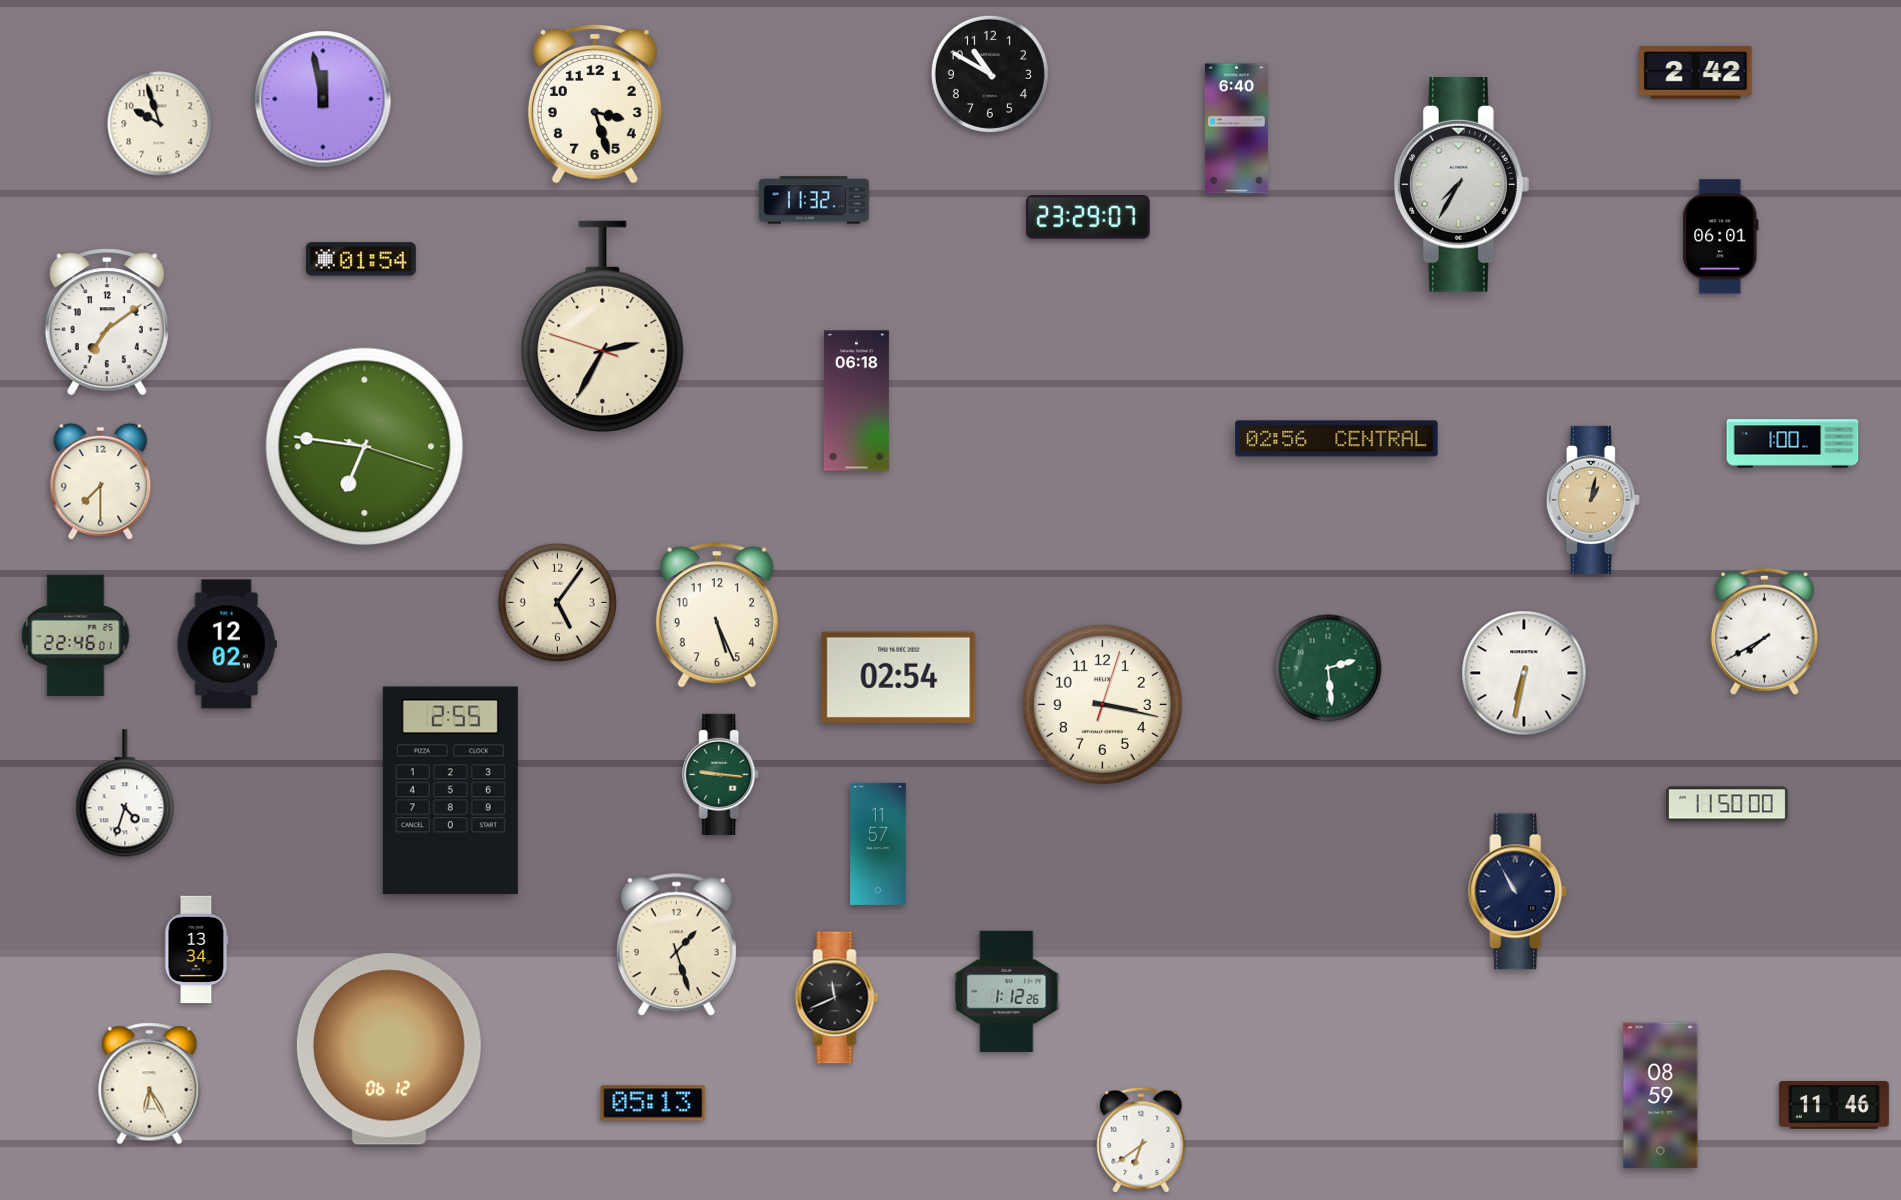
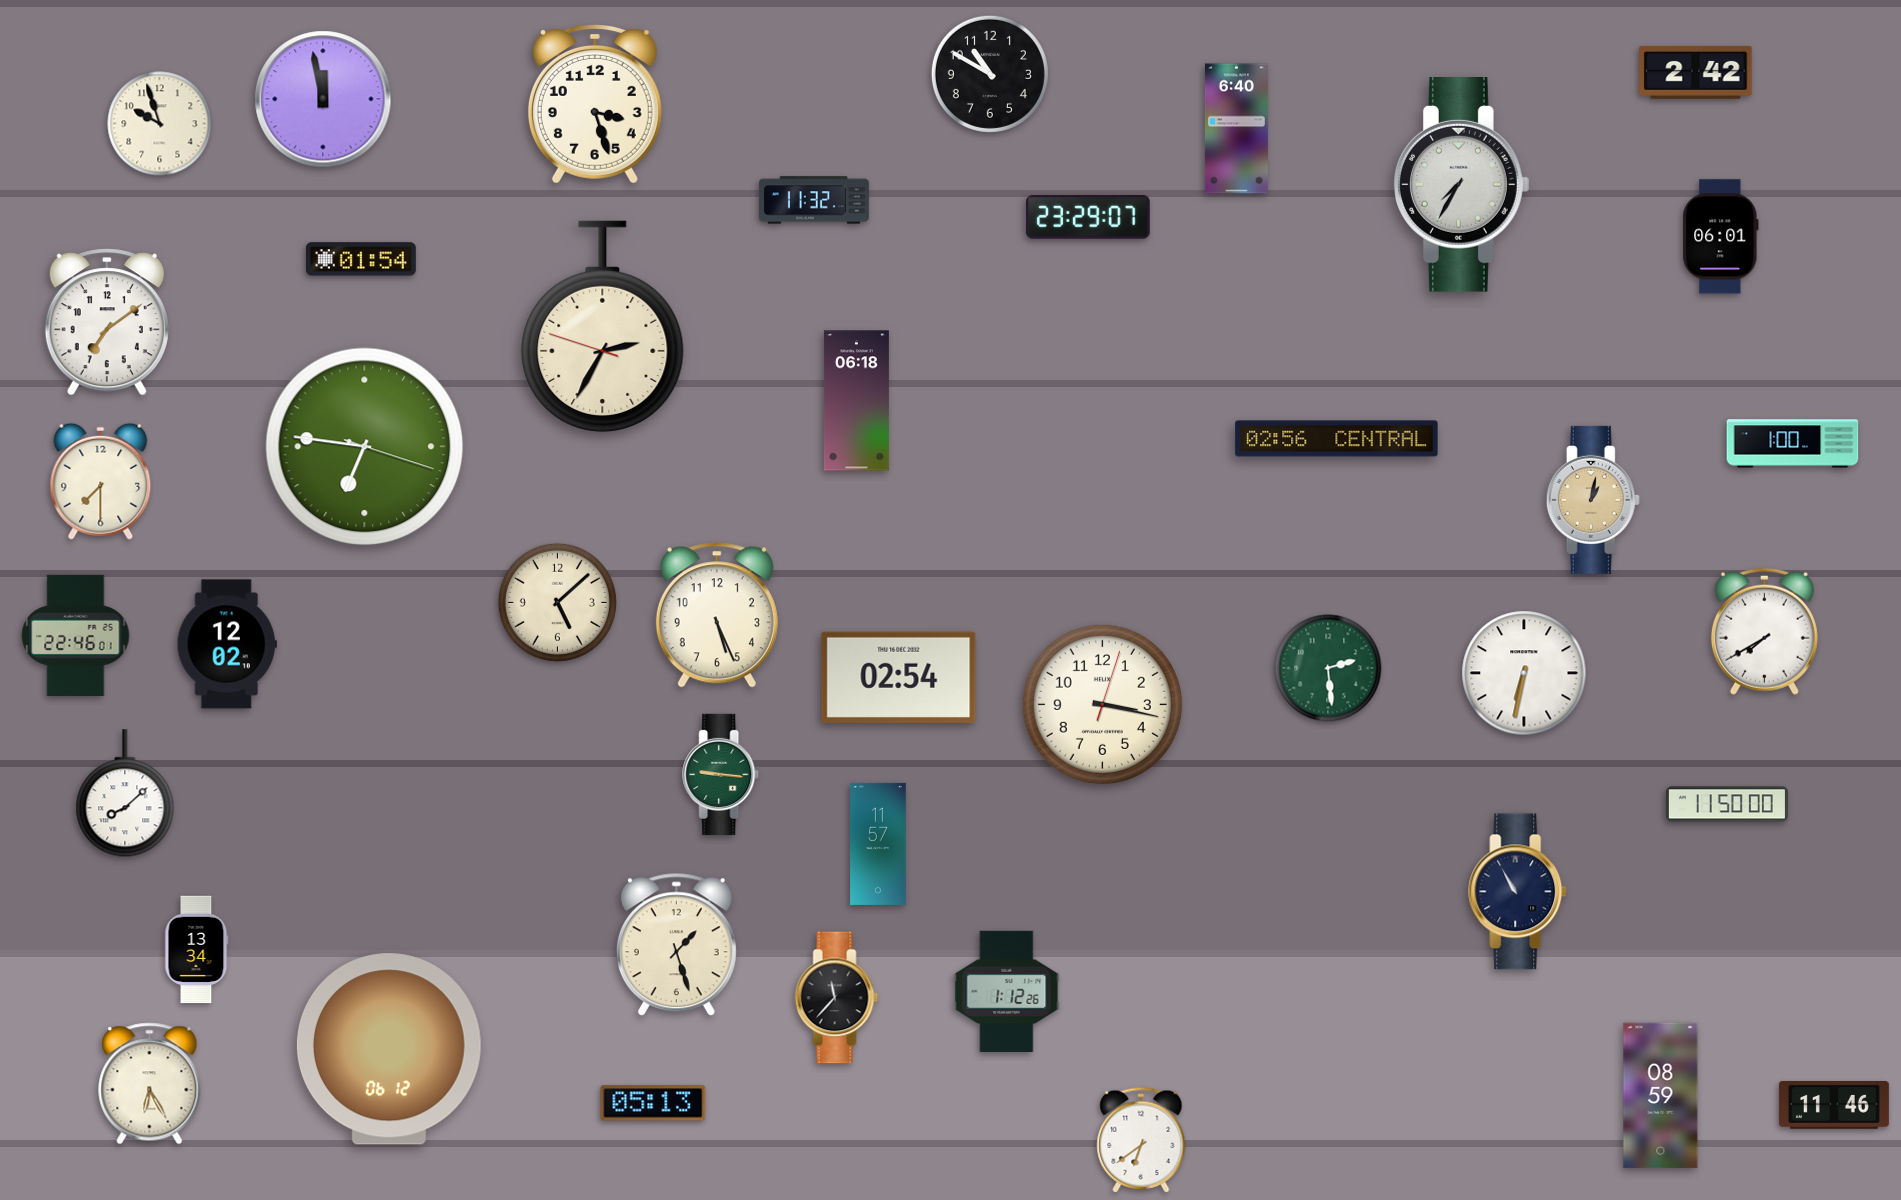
clock at (557, 602): 5:06 -> 5:08
clock at (450, 791): 2:55 -> none
clock at (125, 794): 4:33 -> 8:08
clock at (837, 998): 11:41 -> 11:37
